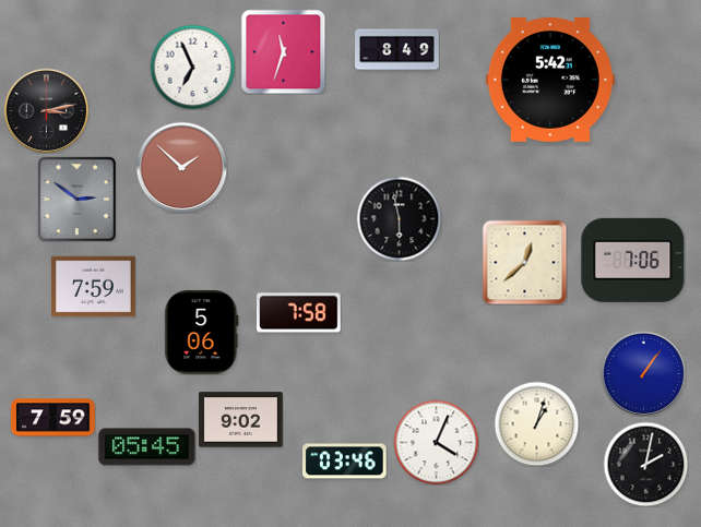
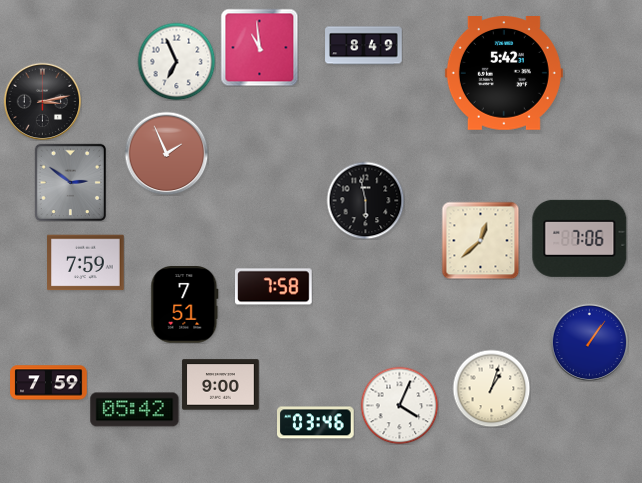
clock at (283, 51): 11:33 -> 10:59
clock at (181, 167): 1:52 -> 1:56
clock at (202, 333): 5:06 -> 7:51
clock at (241, 420): 9:02 -> 9:00
clock at (147, 447): 05:45 -> 05:42
clock at (645, 464): 2:02 -> none
